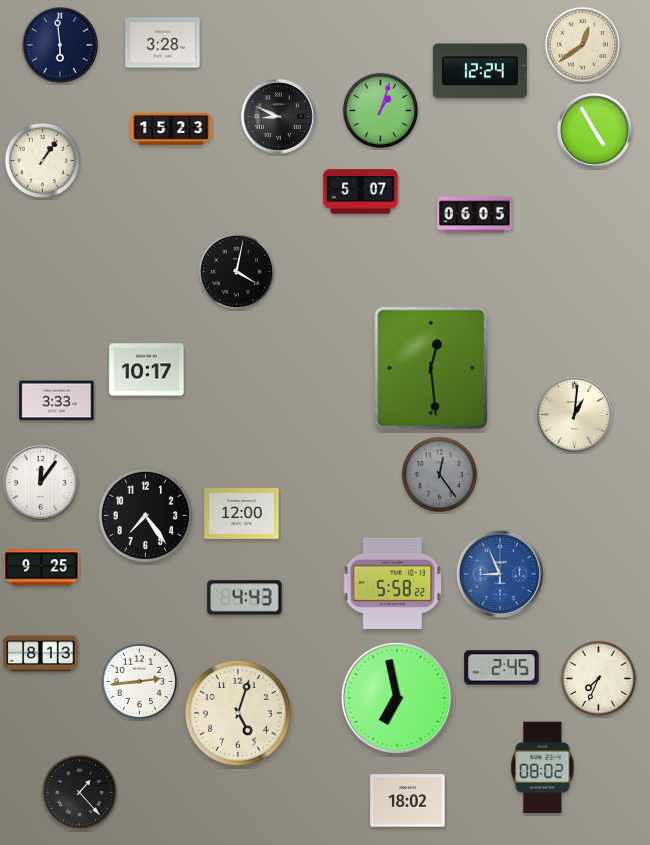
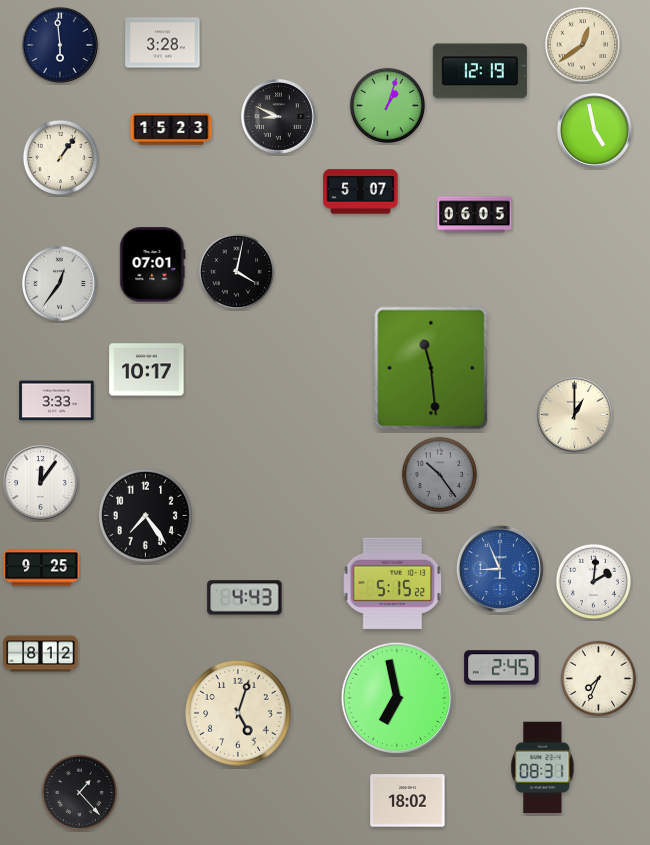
clock at (480, 71): 12:24 -> 12:19
clock at (380, 110) position: (380, 110) -> (387, 105)
clock at (595, 131): 4:55 -> 4:58
clock at (42, 160) position: (42, 160) -> (60, 157)
clock at (153, 265): none -> 07:01
clock at (60, 284): none -> 12:36
clock at (431, 368): 12:29 -> 11:29
clock at (575, 415): 1:01 -> 1:00
clock at (439, 474): 12:24 -> 10:24
clock at (242, 513): 12:00 -> none
clock at (500, 574) position: (500, 574) -> (500, 569)
clock at (593, 581): none -> 2:01
clock at (393, 583): 5:58 -> 5:15
clock at (41, 654): 8:13 -> 8:12
clock at (139, 681): 2:44 -> none
clock at (543, 768): 08:02 -> 08:31
